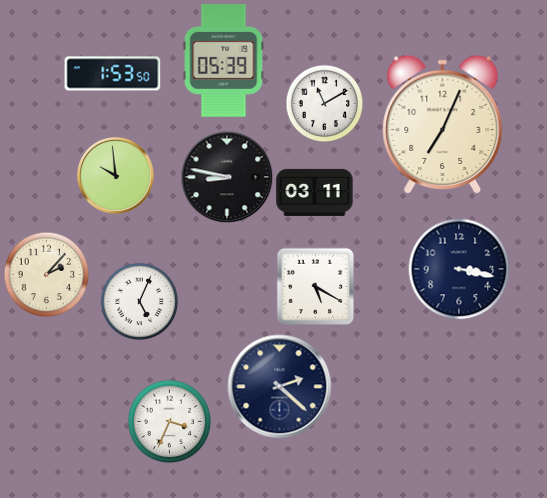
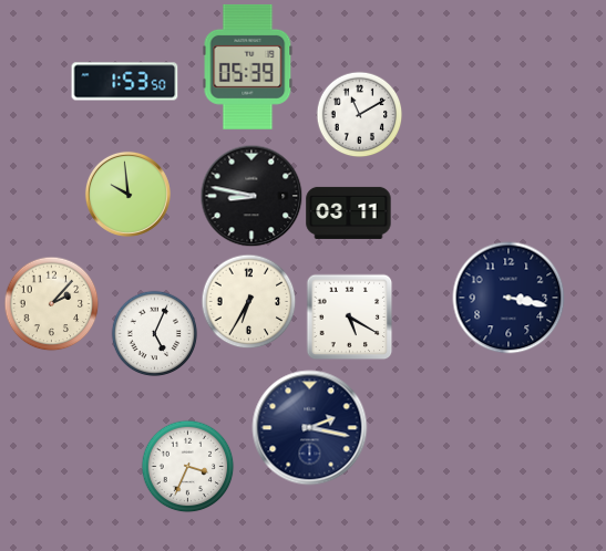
clock at (443, 124): 7:04 -> none
clock at (248, 301): none -> 6:35
clock at (280, 387): 2:22 -> 2:17
